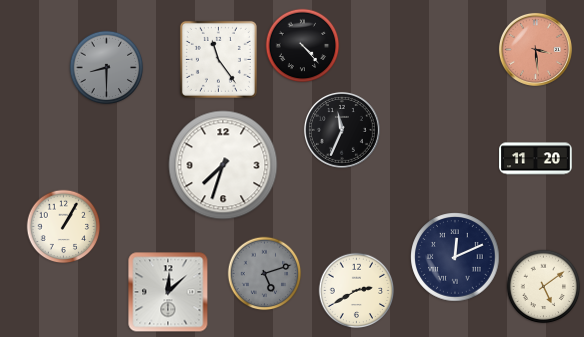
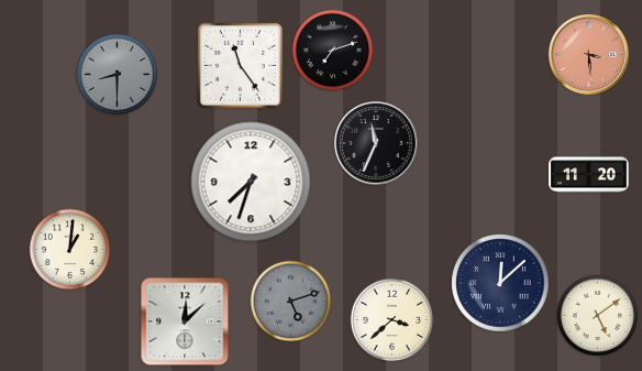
clock at (303, 46): 4:23 -> 7:12
clock at (223, 165) position: (223, 165) -> (251, 182)
clock at (64, 227): 1:05 -> 1:01
clock at (455, 257): 12:11 -> 12:08
clock at (357, 291): 2:40 -> 3:38
